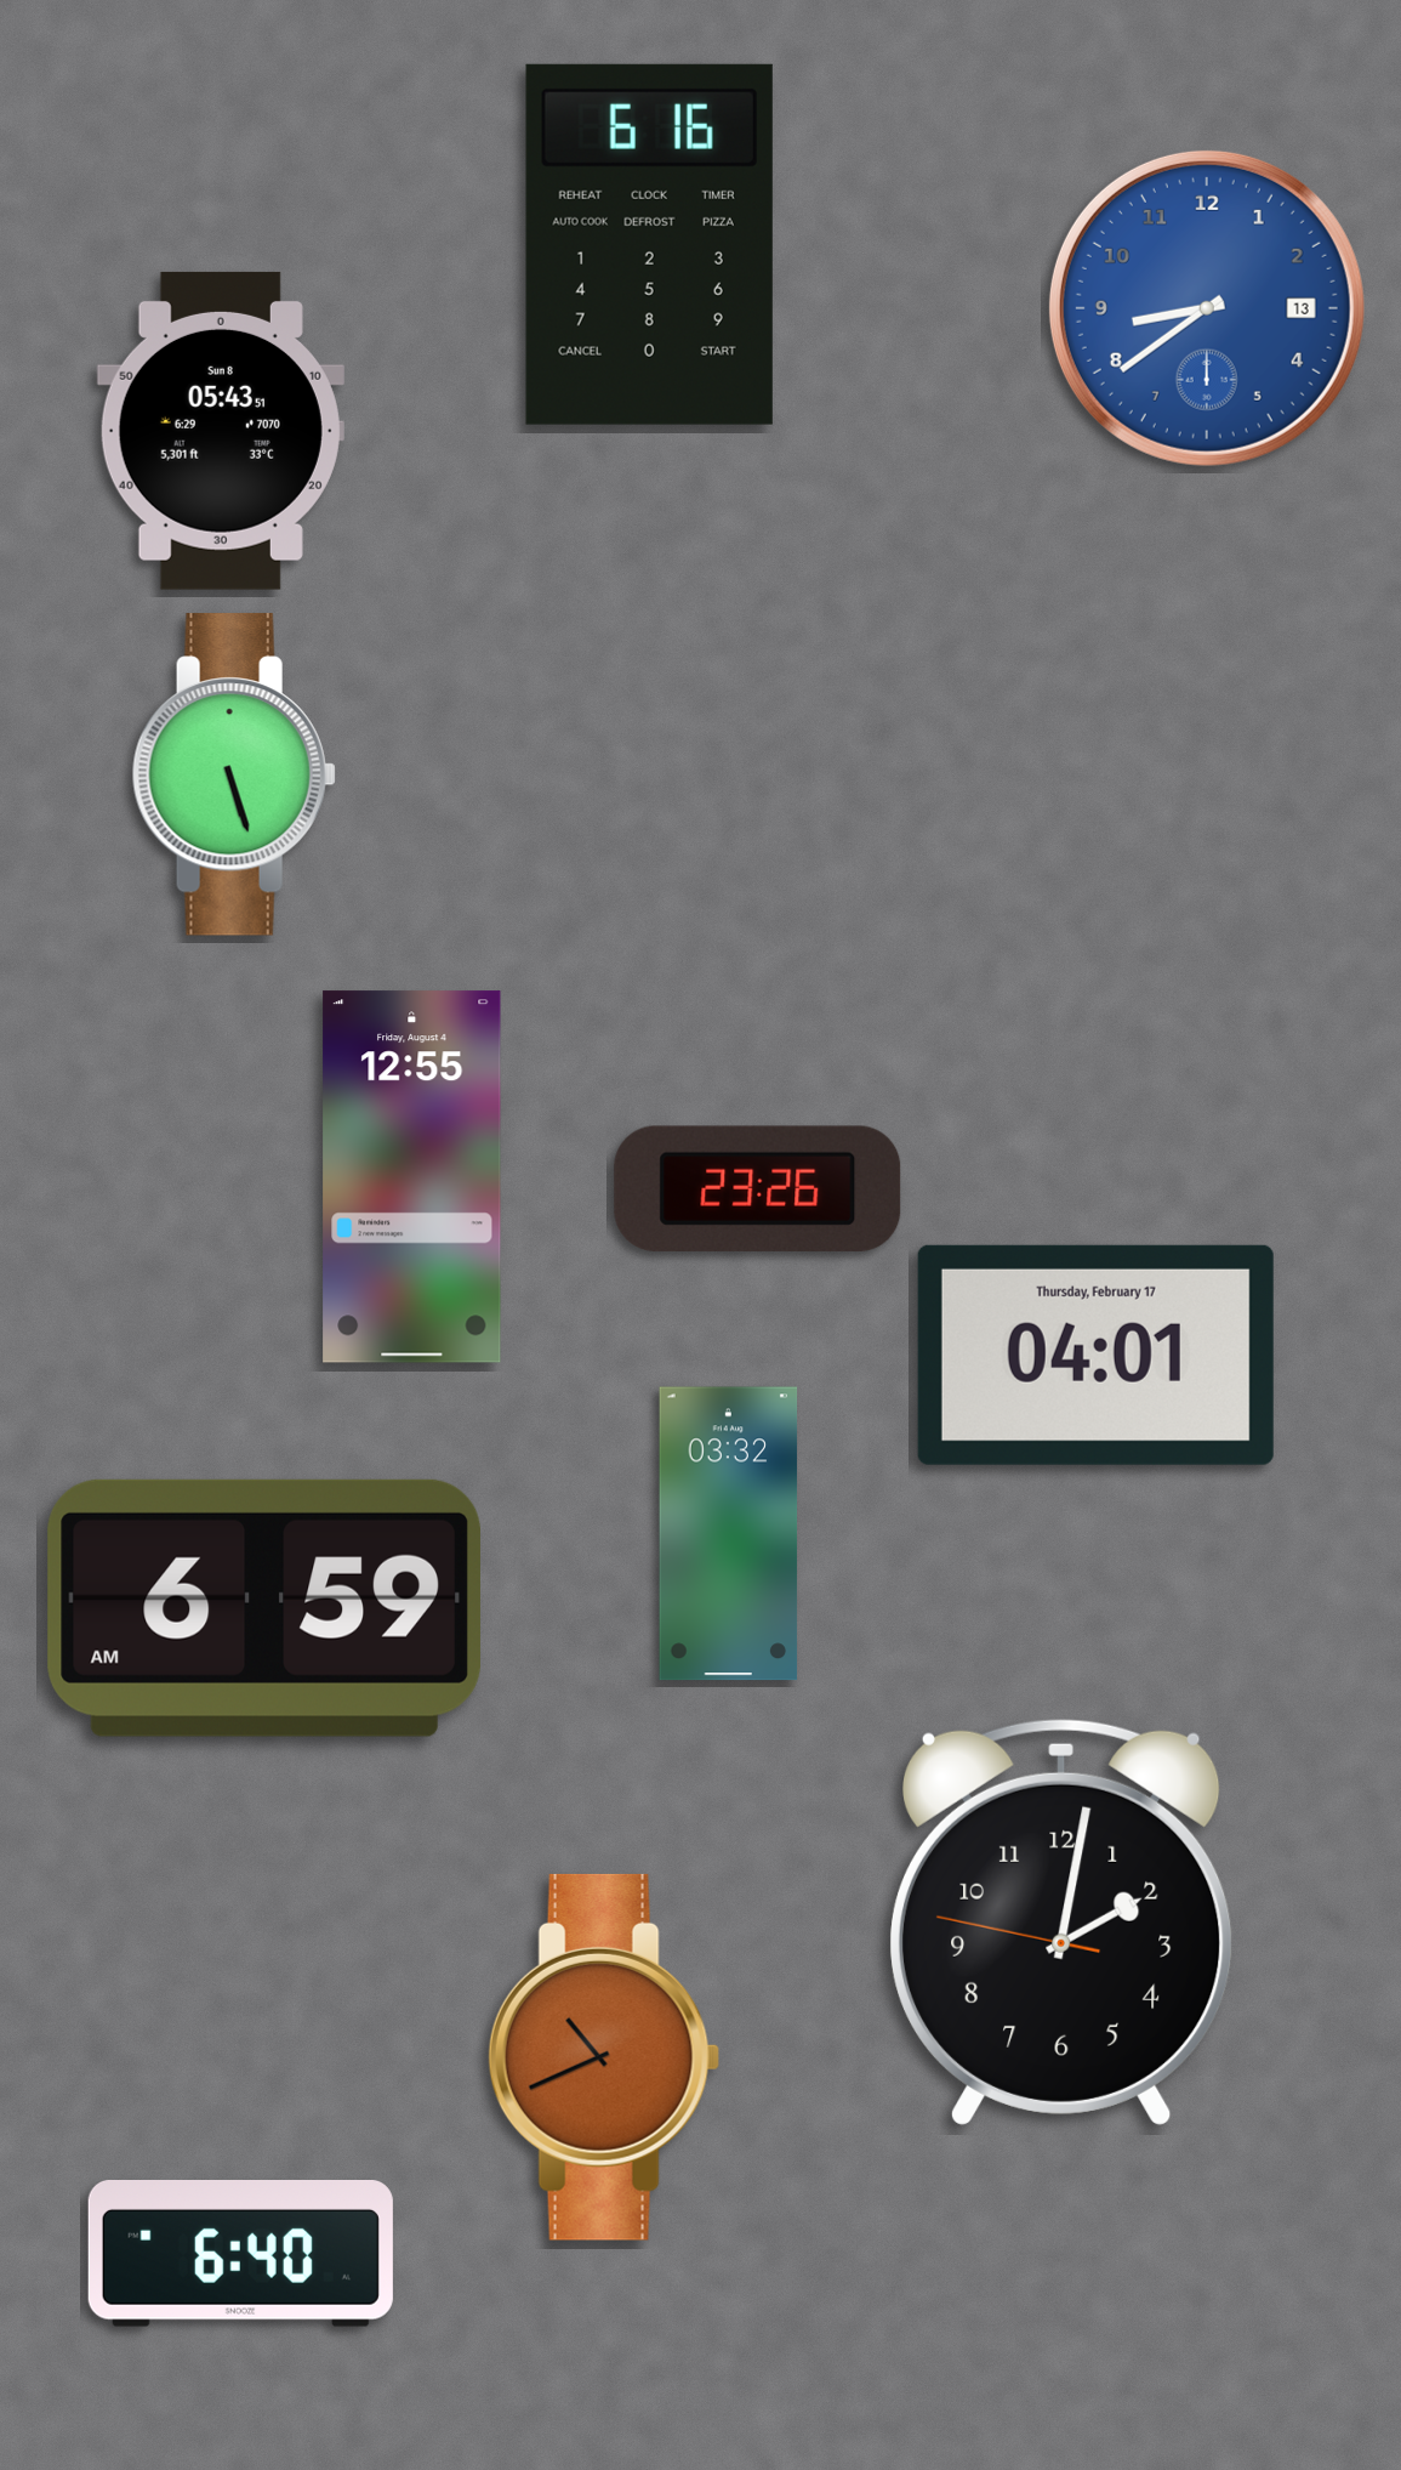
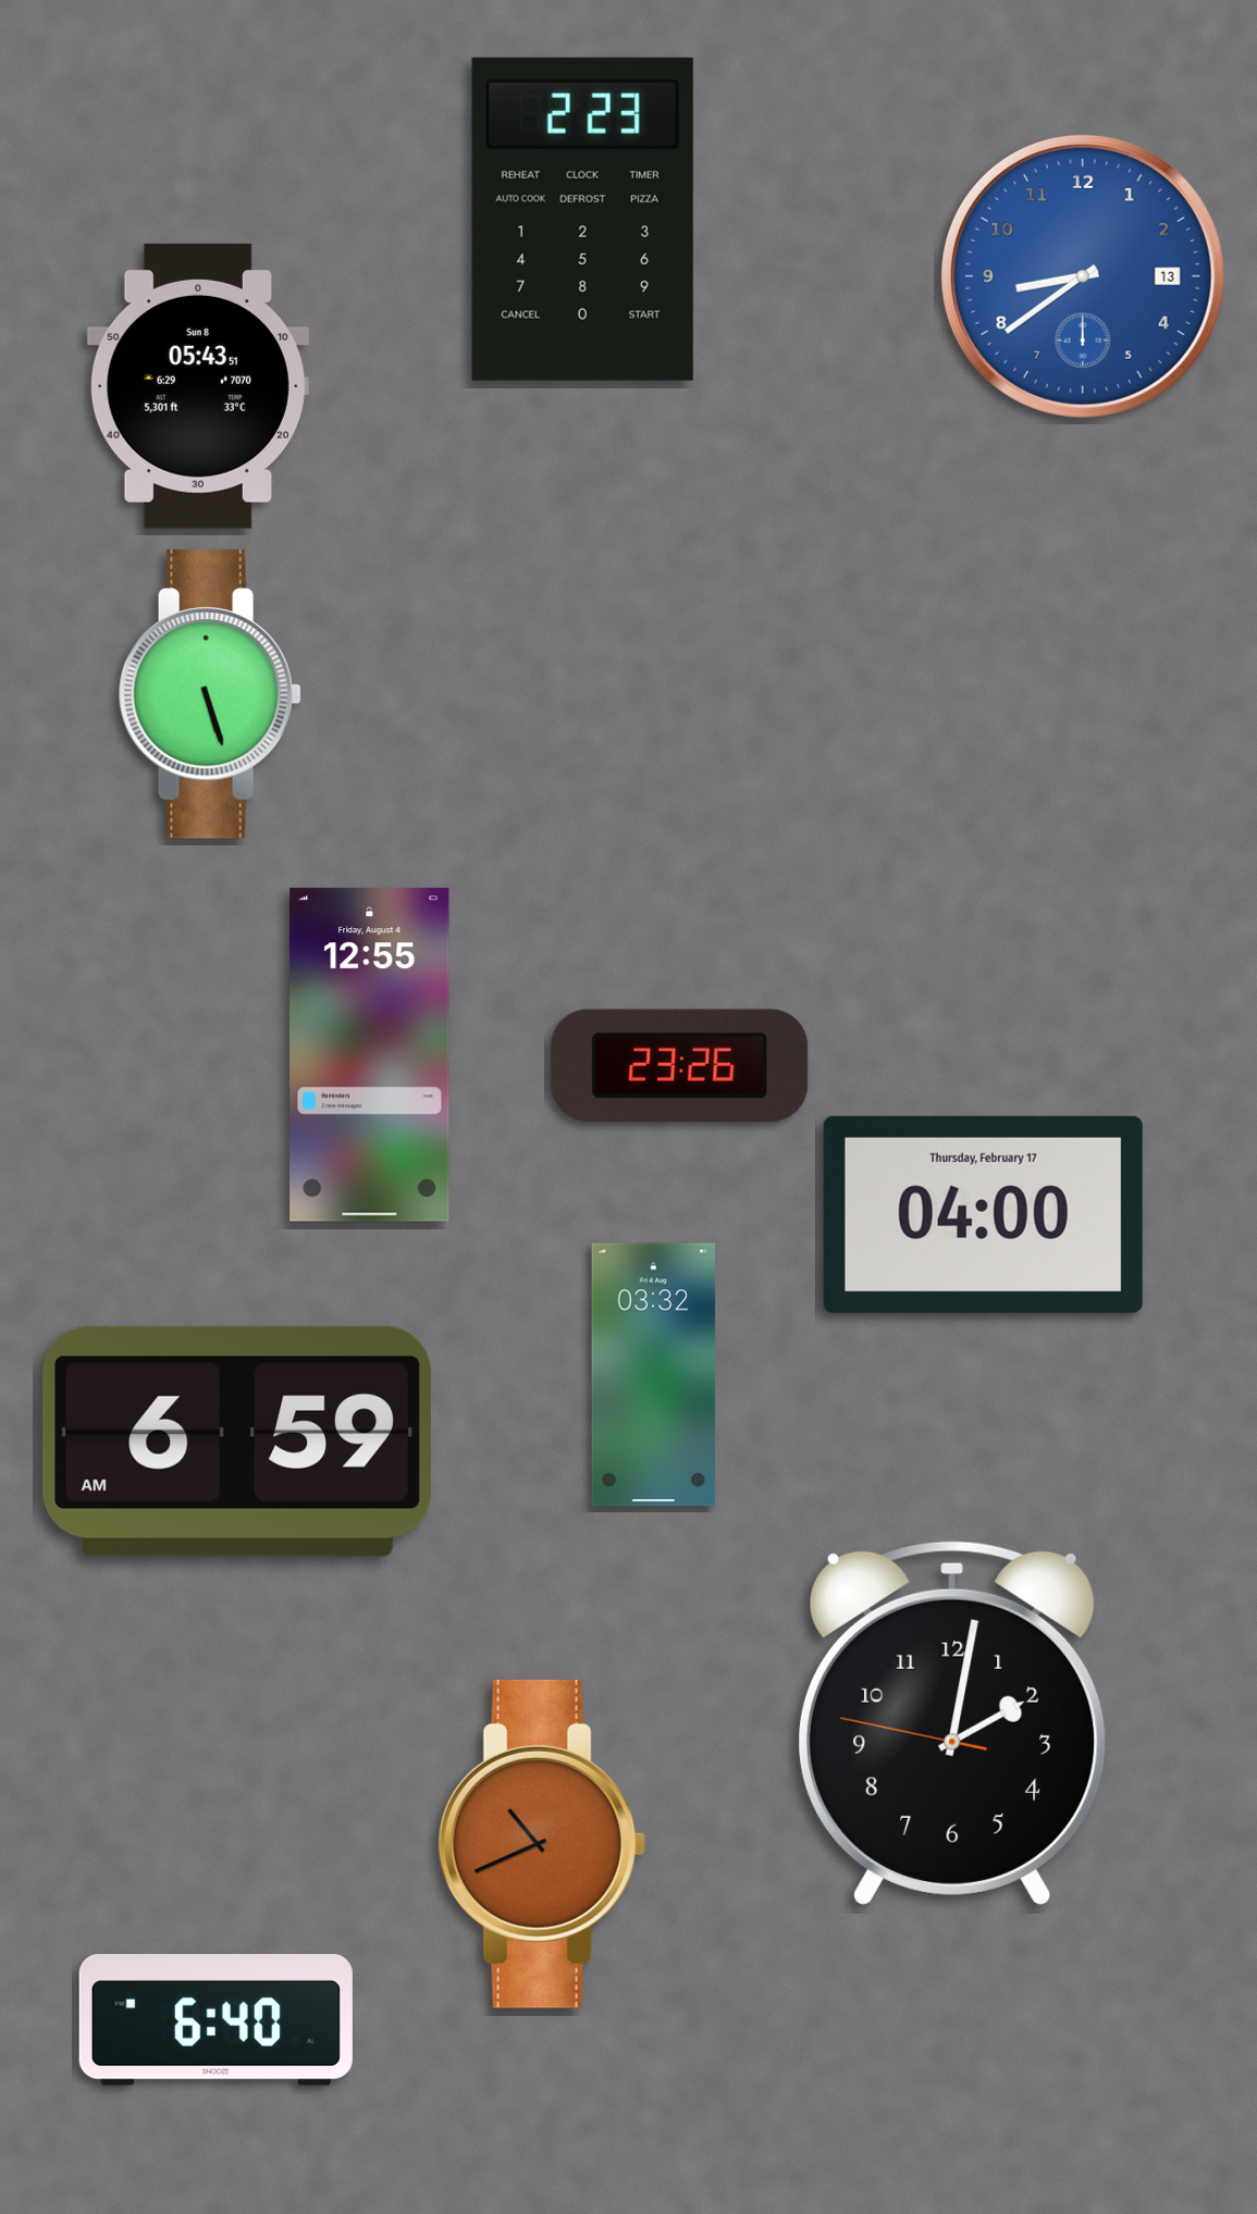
clock at (649, 244): 6:16 -> 2:23
clock at (1095, 1355): 04:01 -> 04:00
